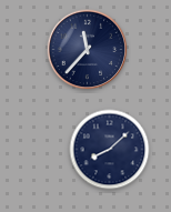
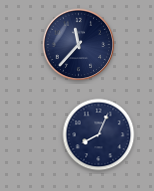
clock at (110, 150): 8:08 -> 8:04
